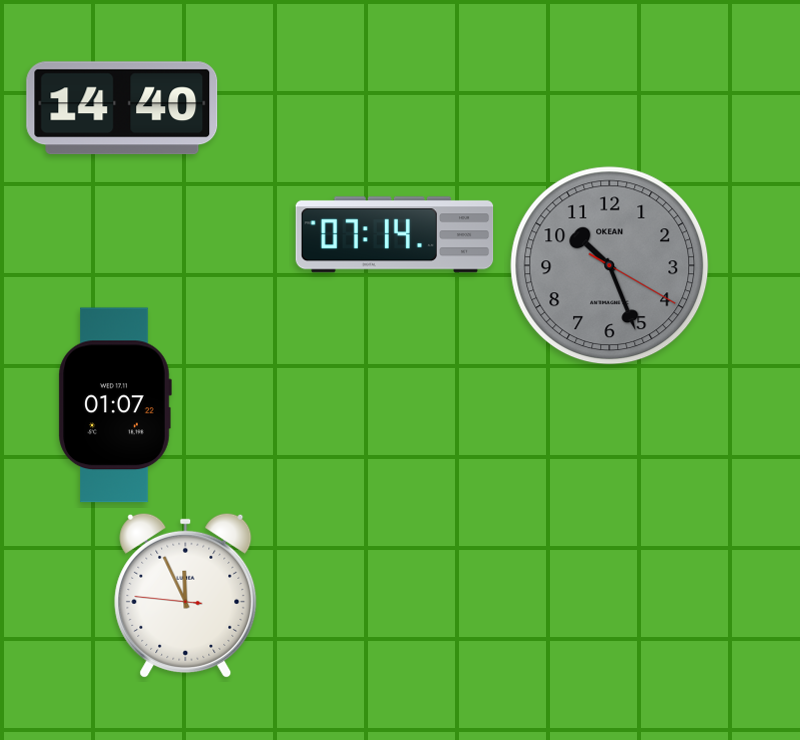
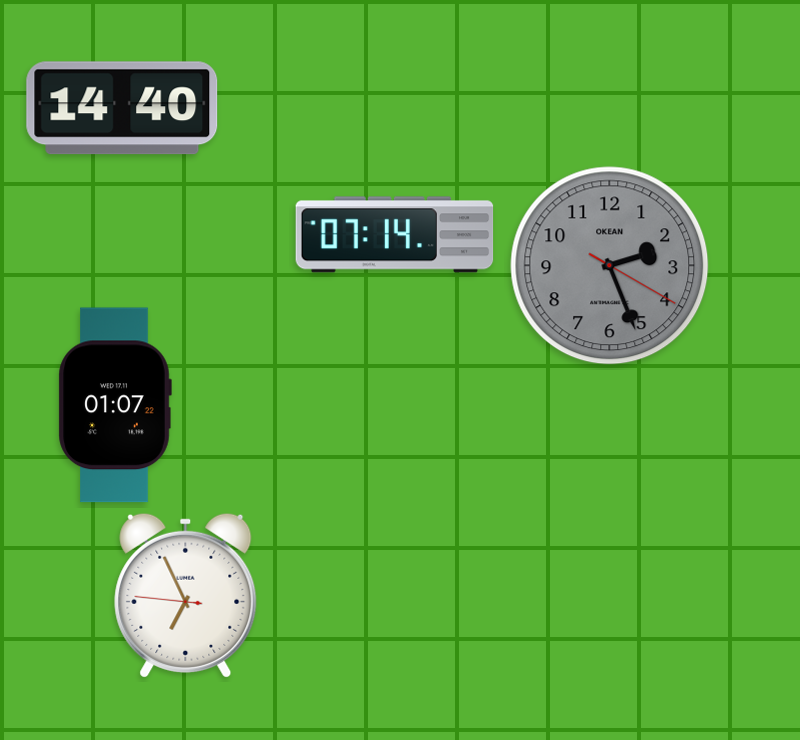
clock at (610, 266): 10:26 -> 2:26
clock at (186, 595): 11:55 -> 6:55
